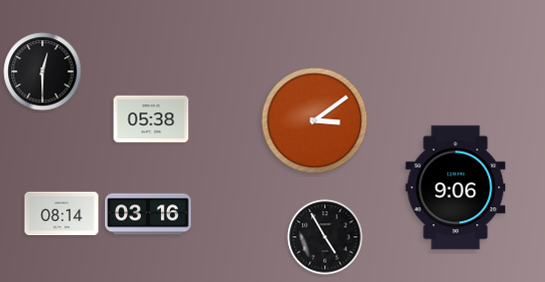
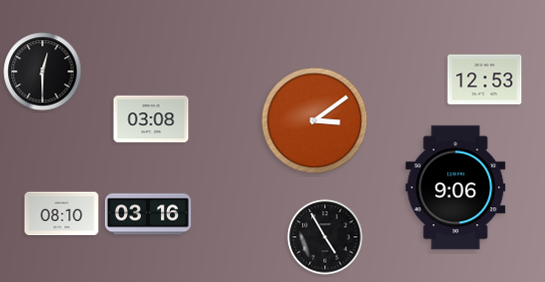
clock at (485, 80): none -> 12:53
clock at (151, 119): 05:38 -> 03:08
clock at (62, 214): 08:14 -> 08:10
